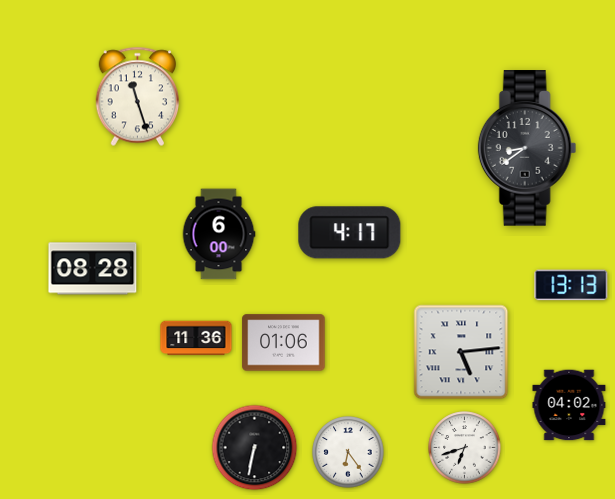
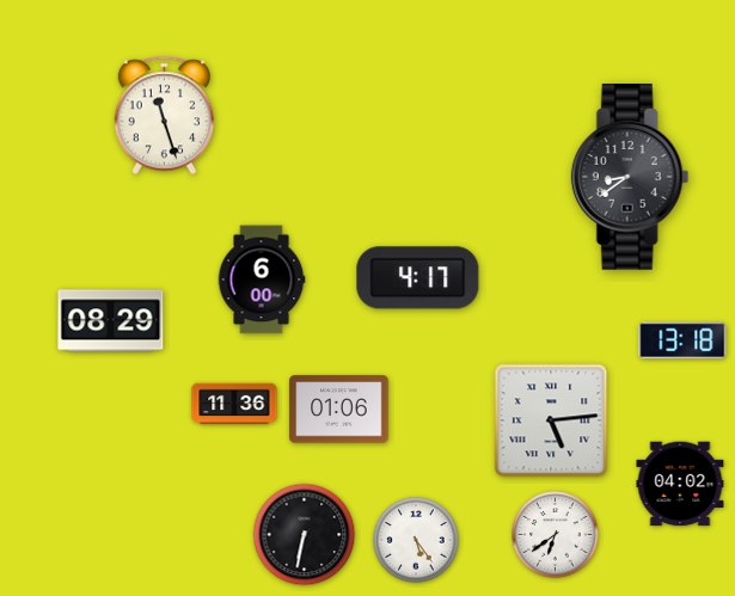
clock at (93, 269): 08:28 -> 08:29
clock at (571, 285): 13:13 -> 13:18
clock at (465, 448): 6:42 -> 6:39
clock at (348, 452): 6:24 -> 5:24
